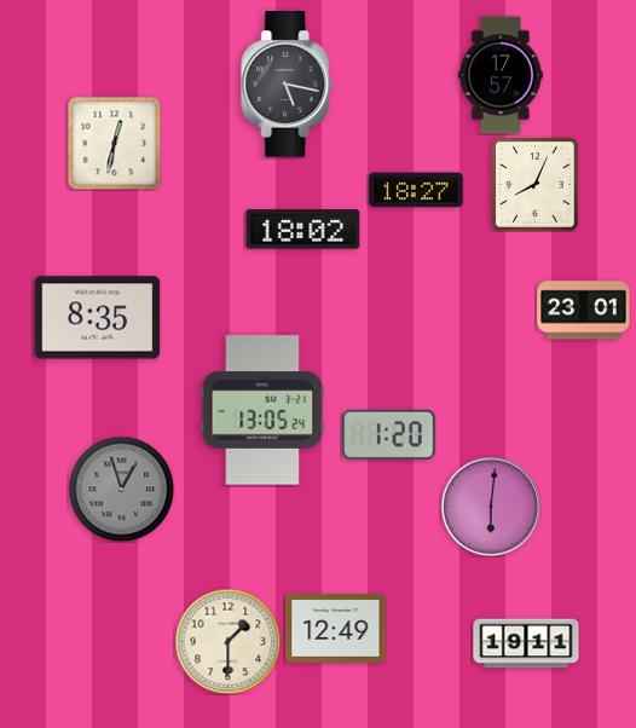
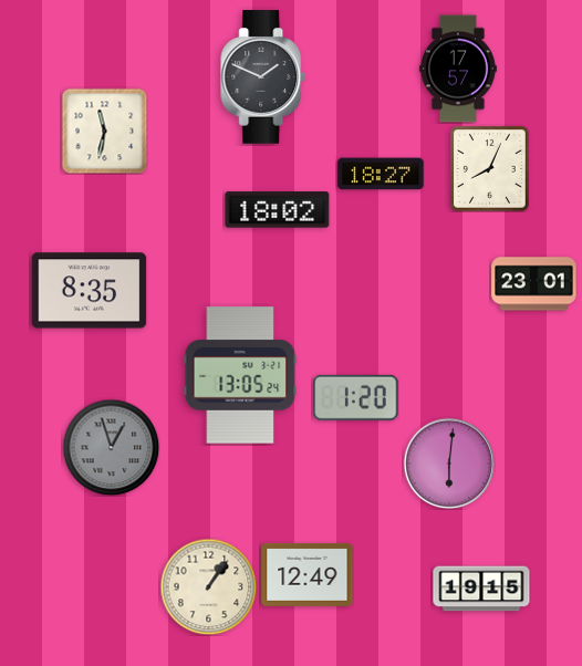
clock at (288, 85): 5:17 -> 1:49
clock at (114, 143): 12:32 -> 11:32
clock at (227, 641): 1:30 -> 1:06
clock at (526, 643): 19:11 -> 19:15
